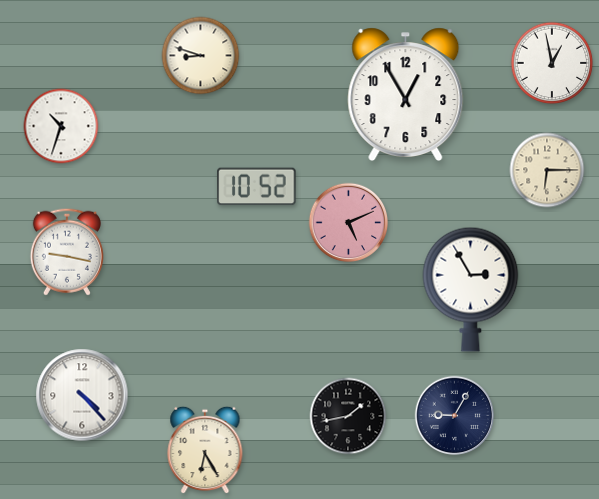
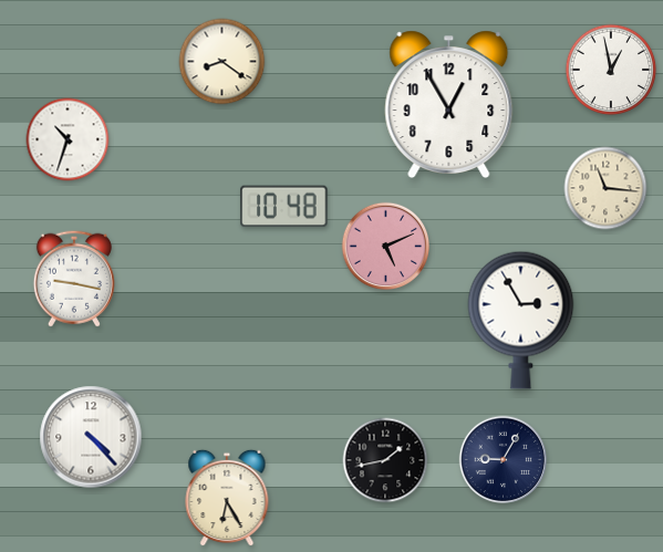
clock at (201, 56): 8:48 -> 8:21
clock at (547, 170): 6:15 -> 11:16
clock at (257, 187): 10:52 -> 10:48
